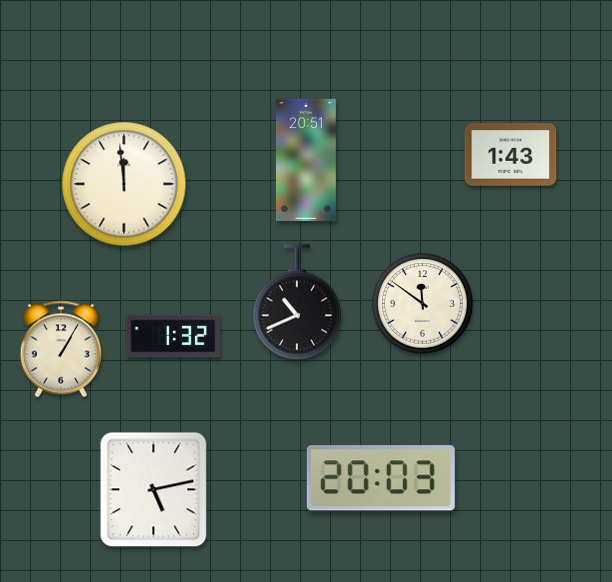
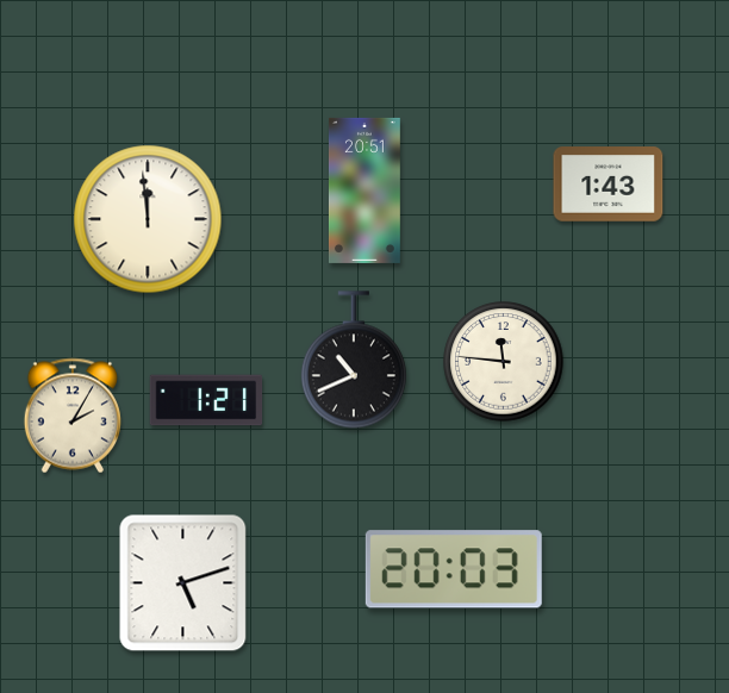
clock at (423, 304): 11:51 -> 11:46
clock at (173, 336): 1:32 -> 1:21
clock at (60, 349): 1:05 -> 2:05
clock at (154, 490): 5:13 -> 5:12
